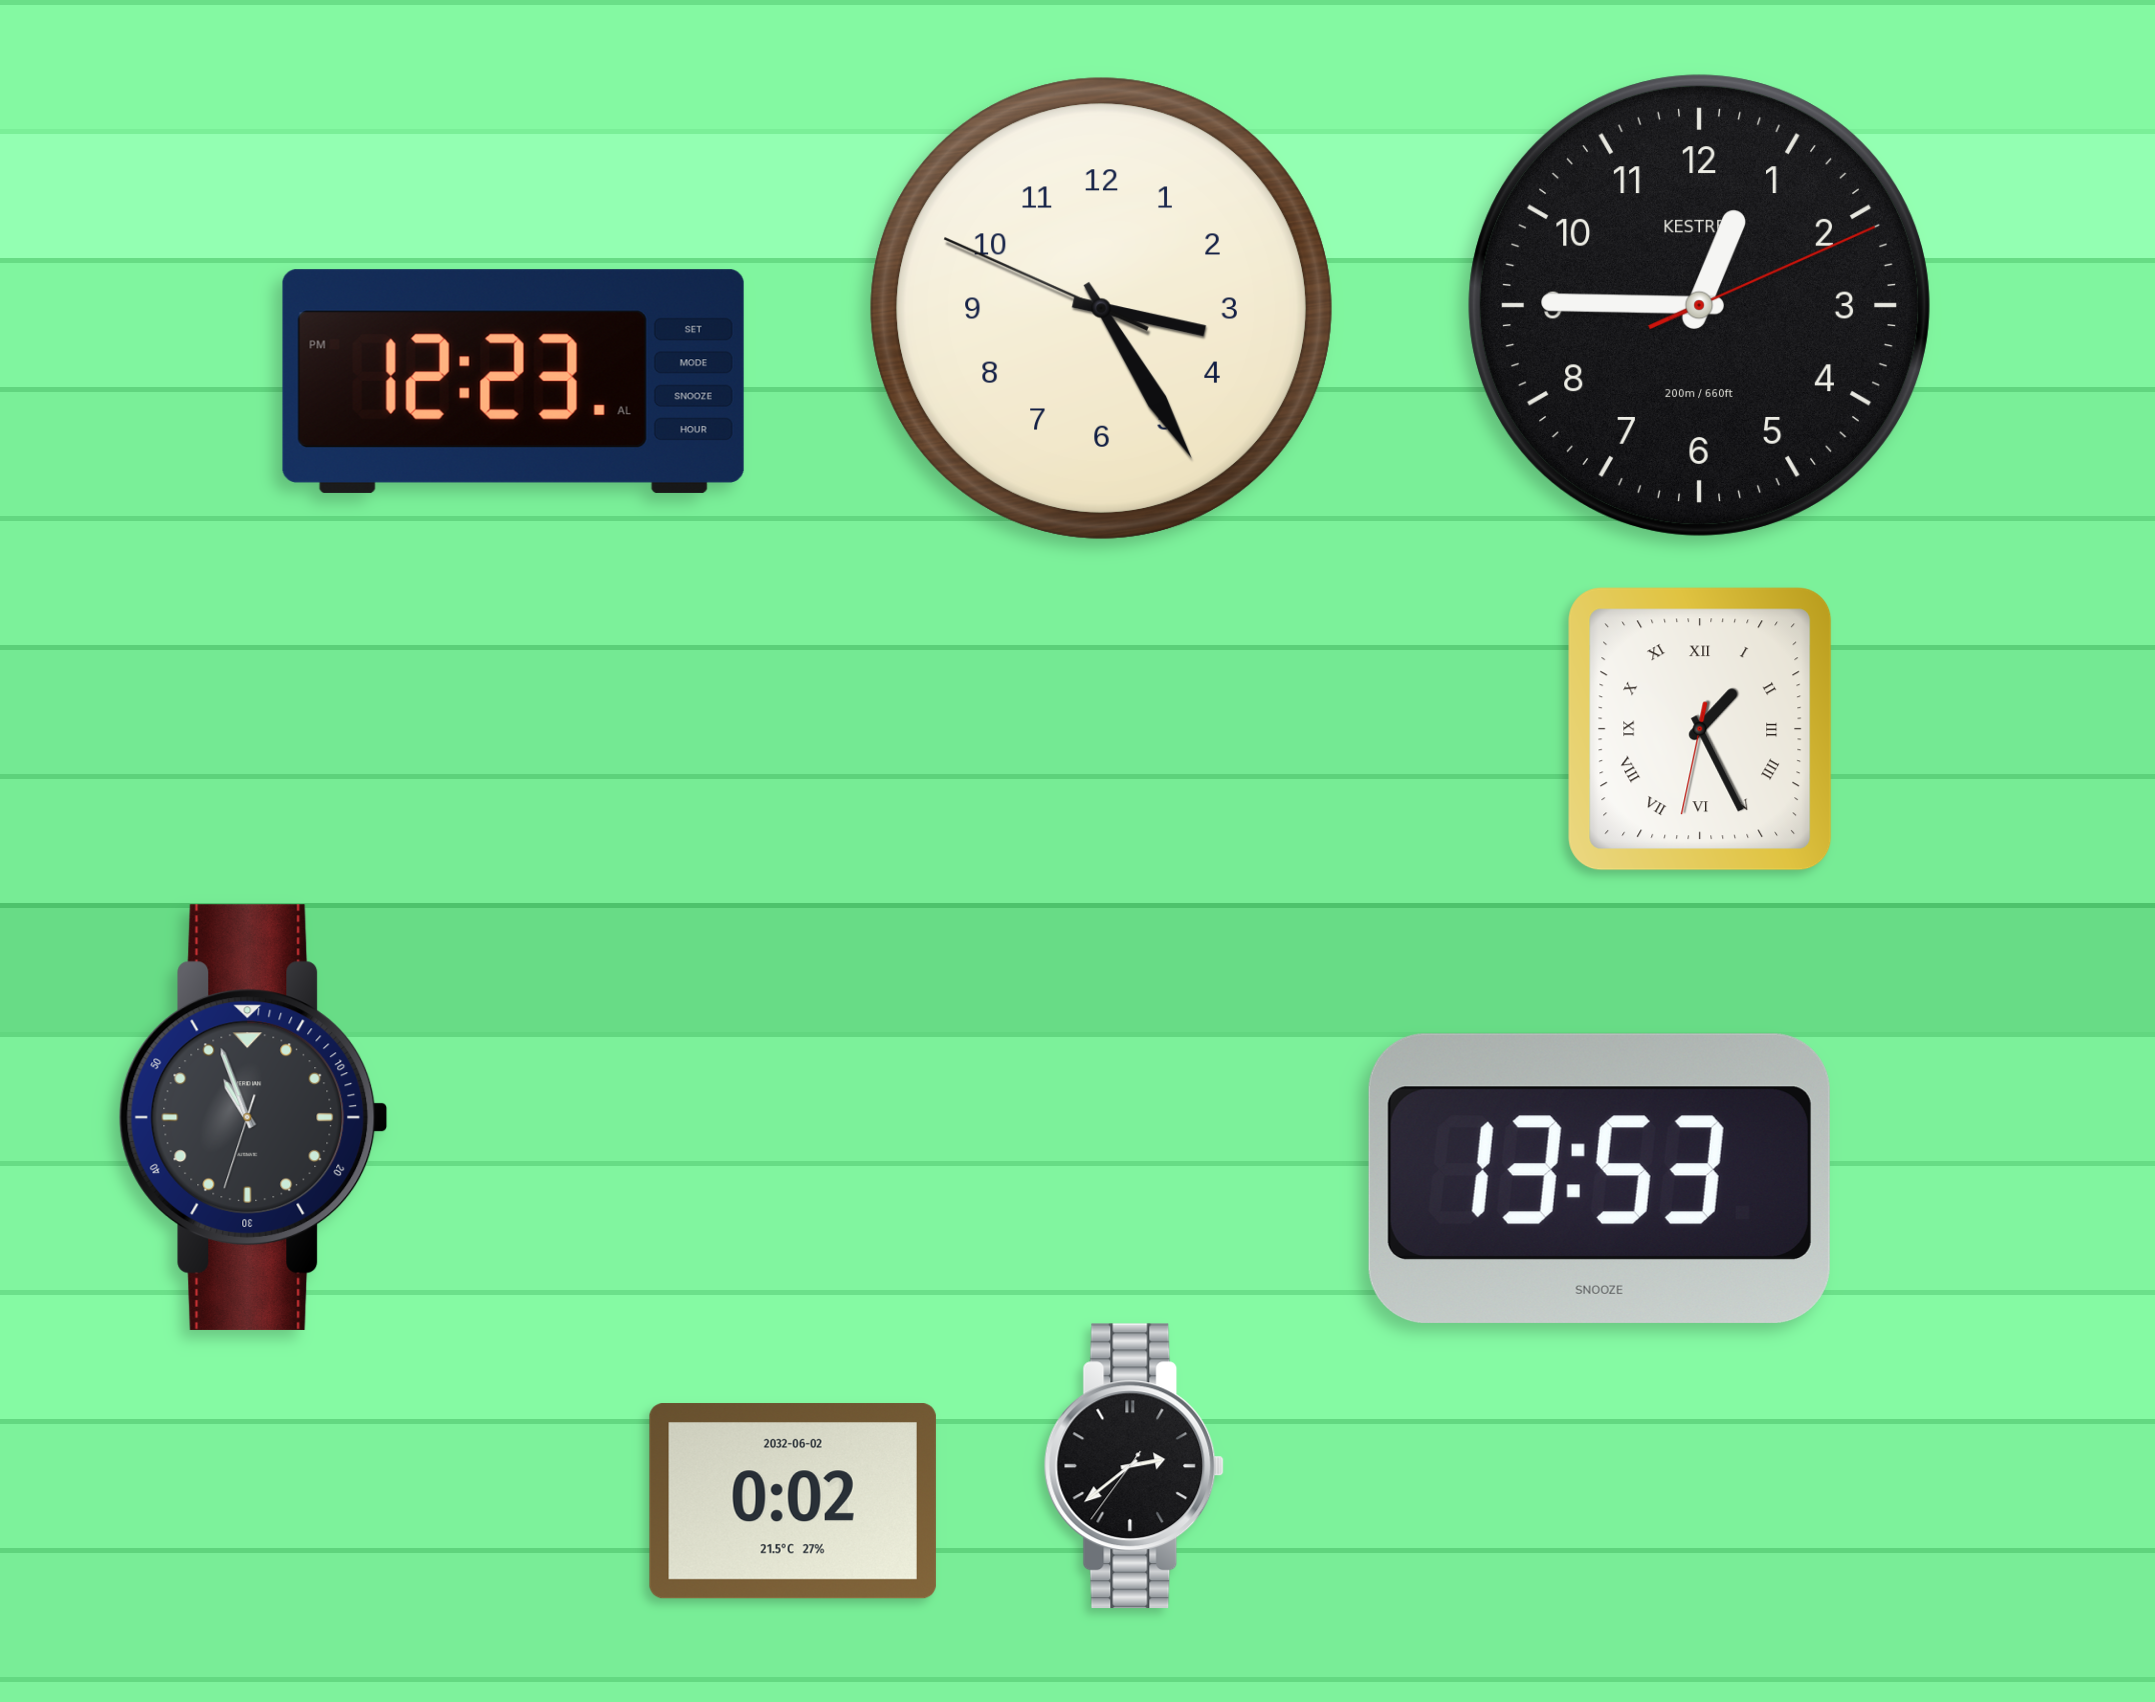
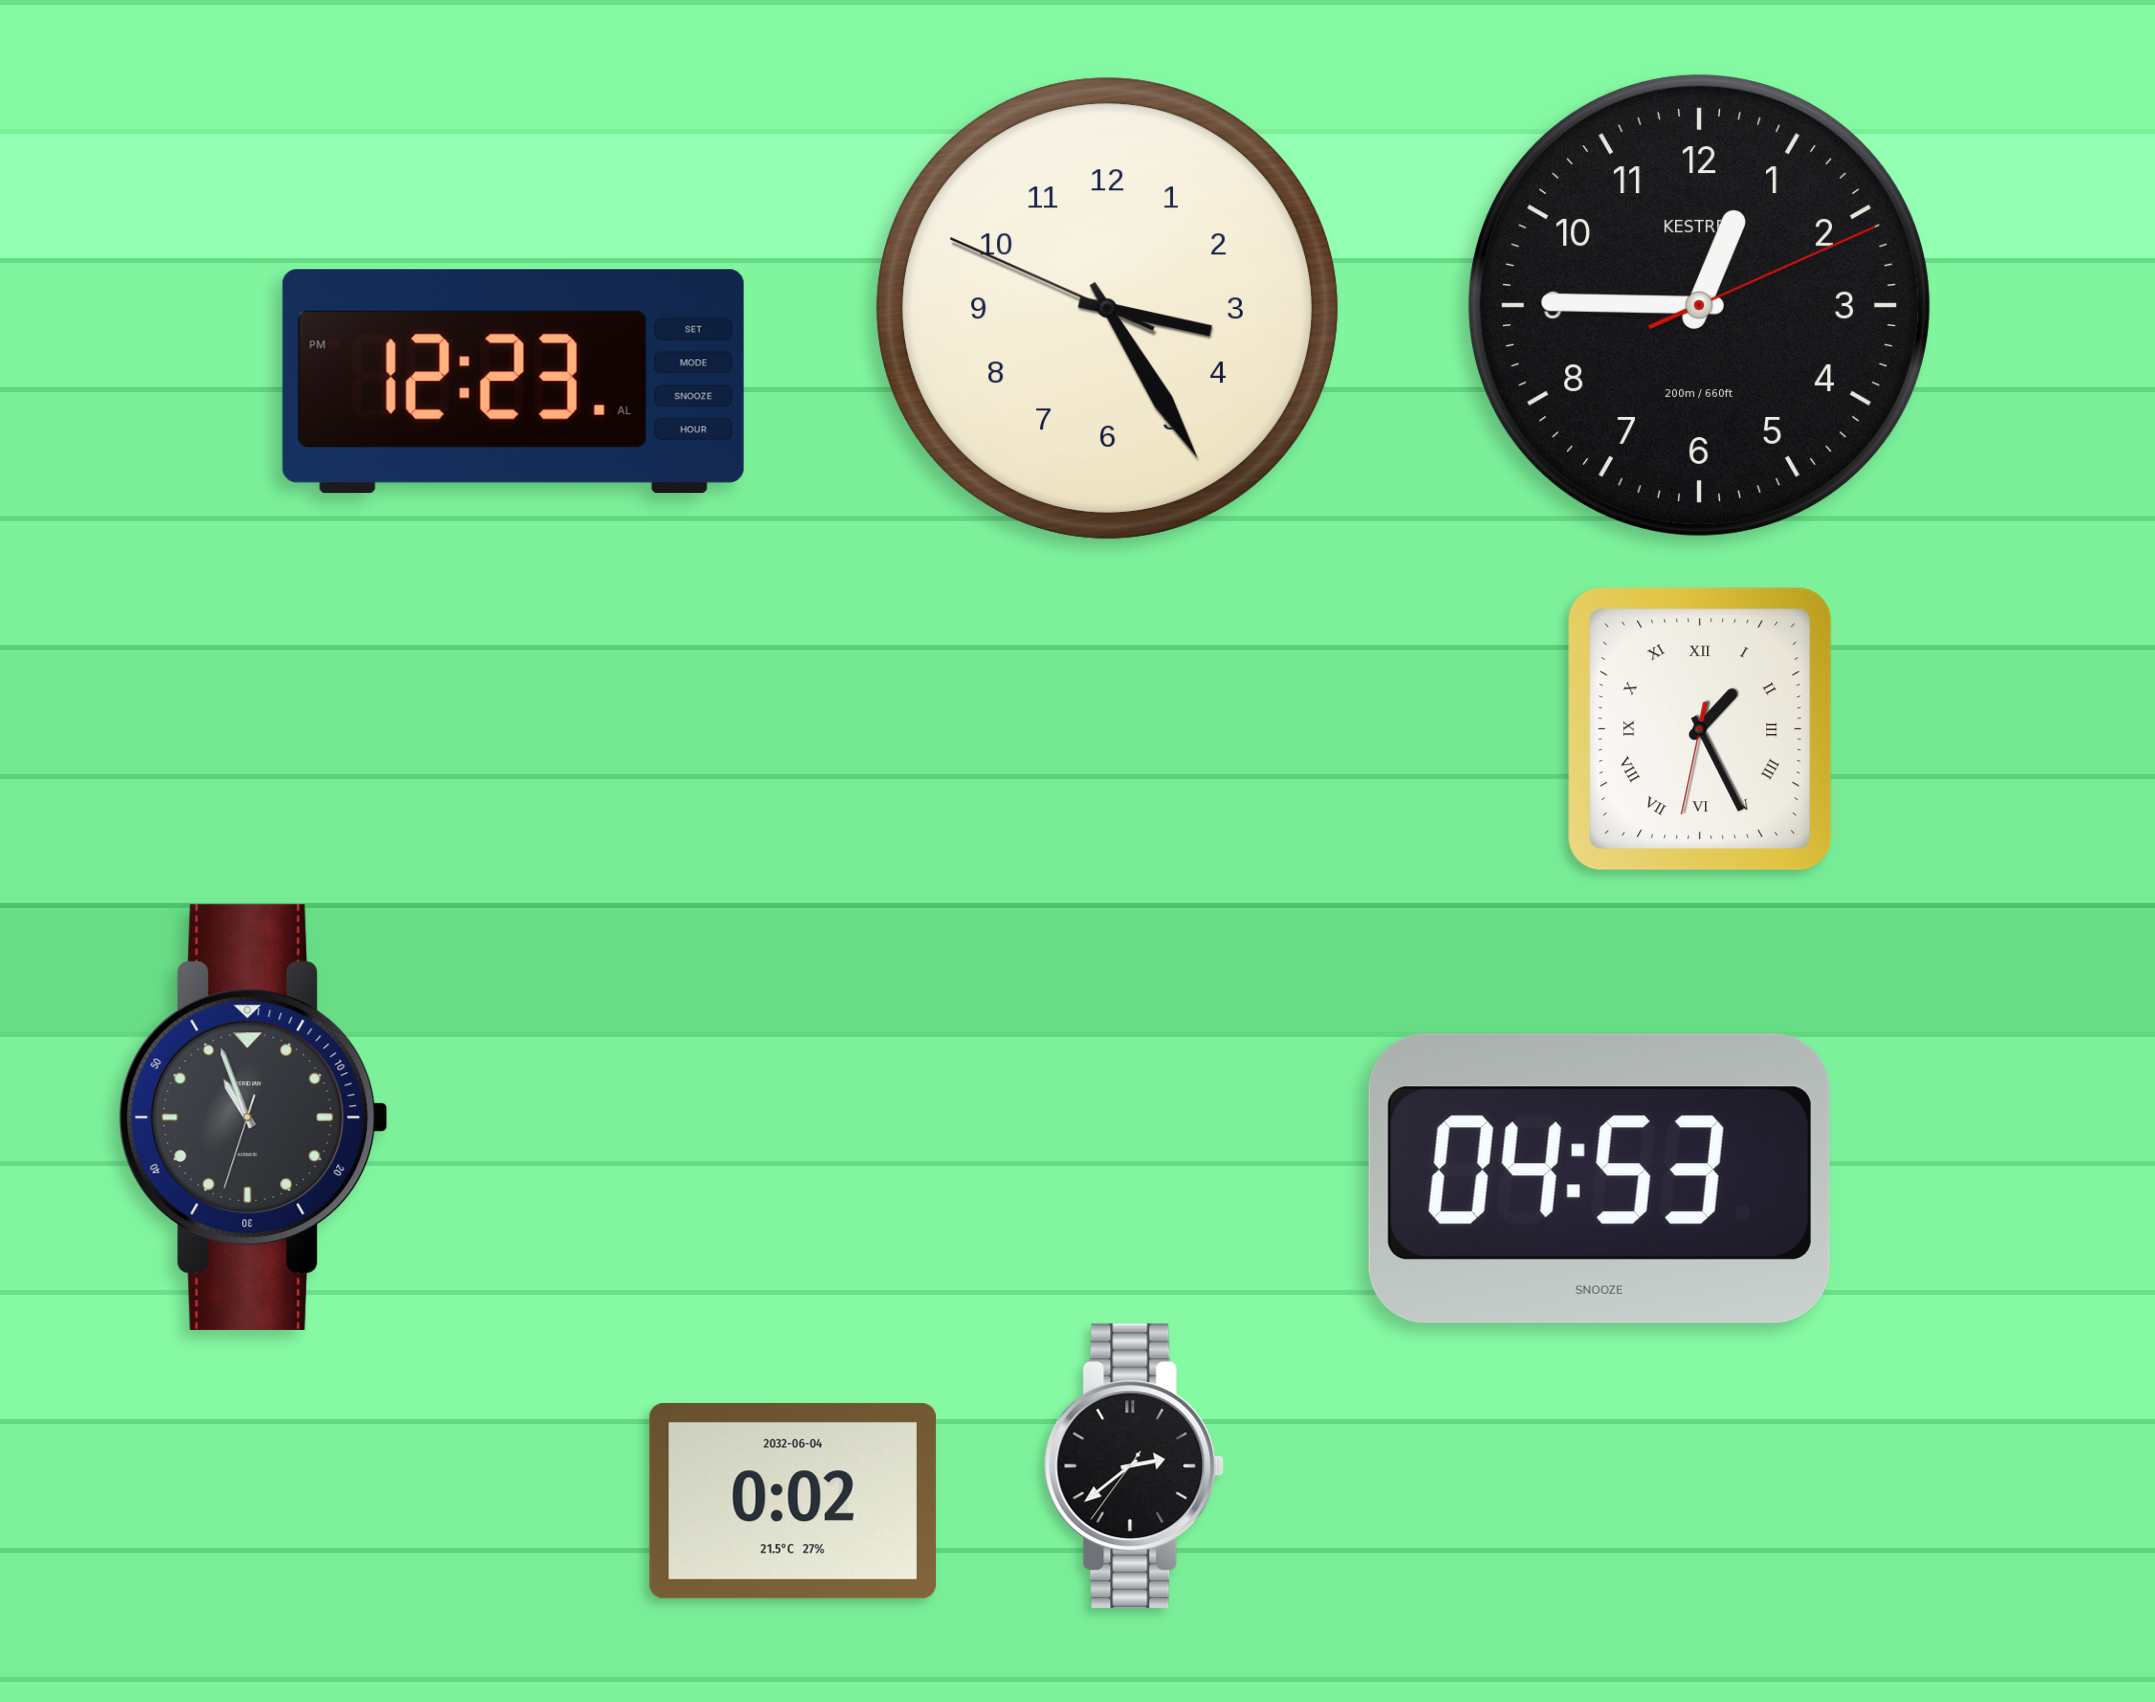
clock at (1101, 308) position: (1101, 308) -> (1107, 308)
clock at (1599, 1178): 13:53 -> 04:53
clock at (793, 1501) date: 2032-06-02 -> 2032-06-04
